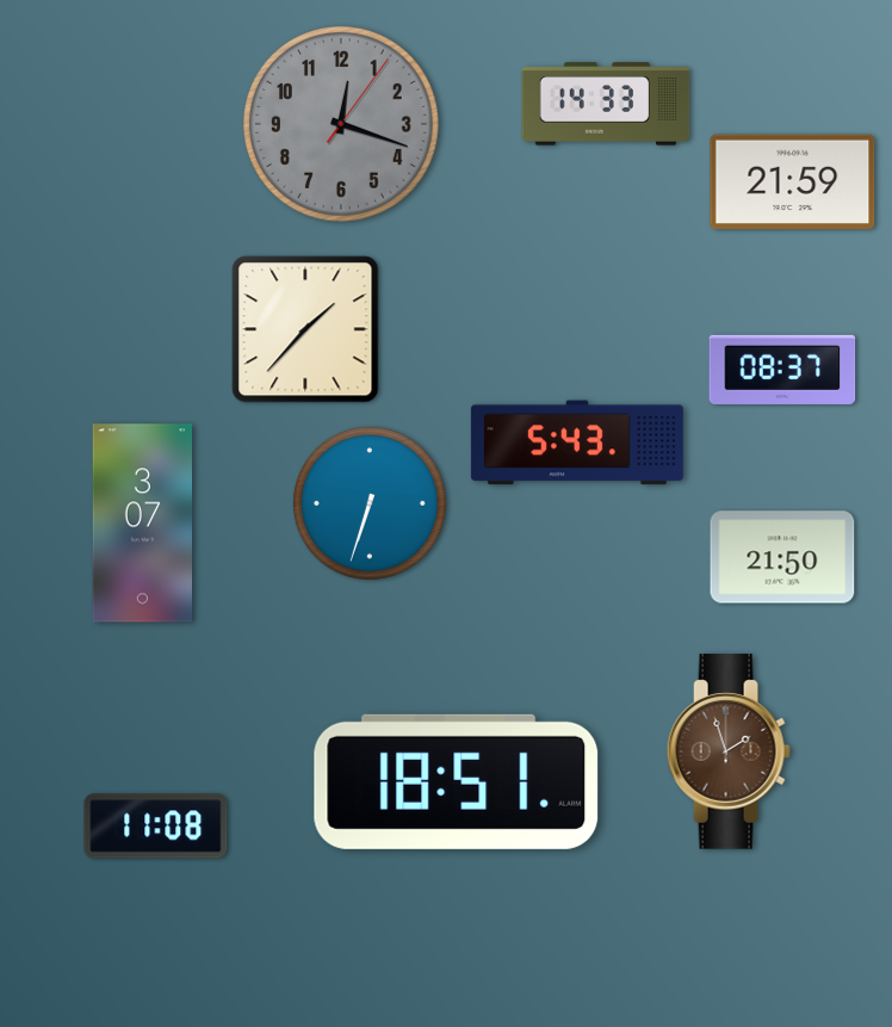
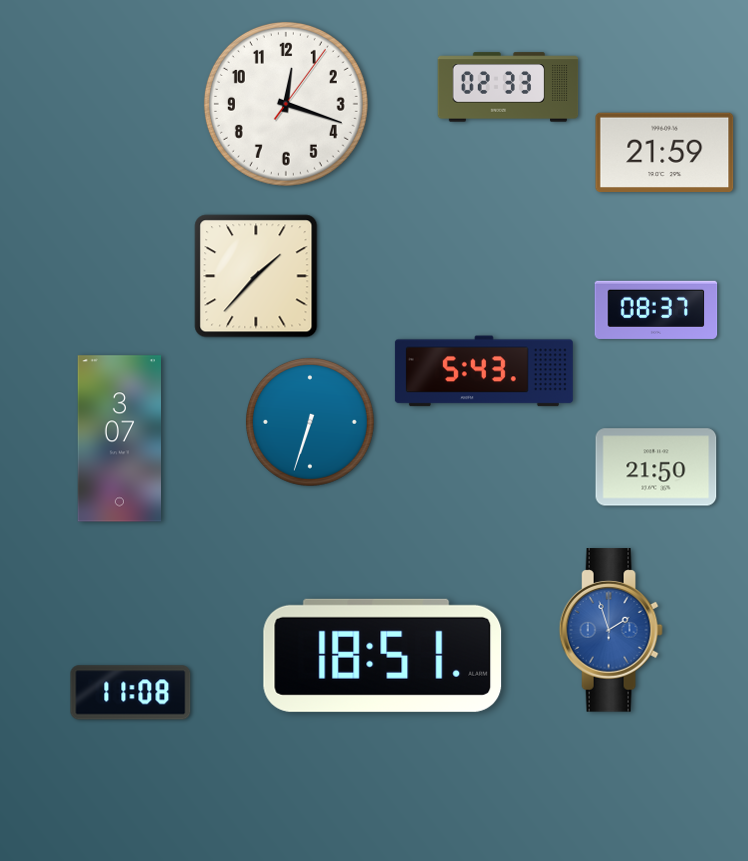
clock at (606, 104): 14:33 -> 02:33
clock at (341, 124) dial: grey -> white
clock at (729, 751) dial: brown -> blue
